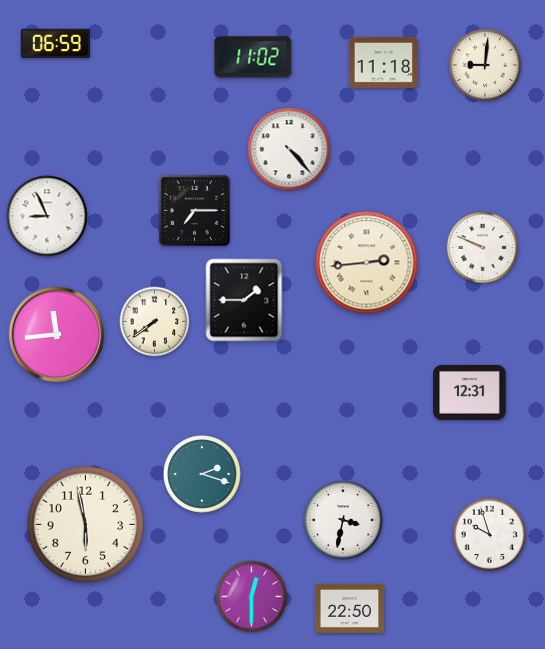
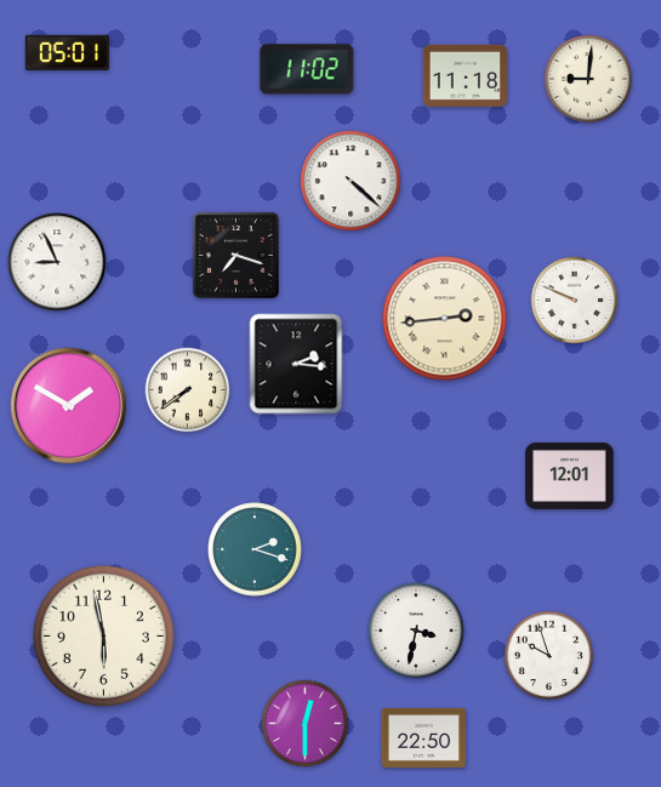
clock at (55, 43): 06:59 -> 05:01
clock at (289, 149): 4:23 -> 4:22
clock at (194, 210): 7:15 -> 7:18
clock at (483, 248) position: (483, 248) -> (575, 301)
clock at (244, 300): 1:45 -> 2:16
clock at (56, 334): 11:44 -> 1:50
clock at (470, 392): 12:31 -> 12:01
clock at (202, 474) position: (202, 474) -> (255, 549)
clock at (489, 534) position: (489, 534) -> (548, 655)
